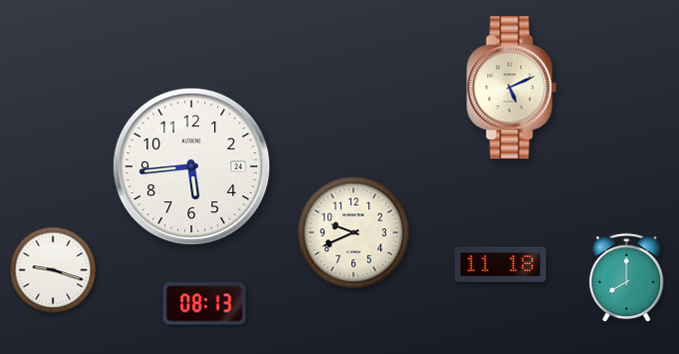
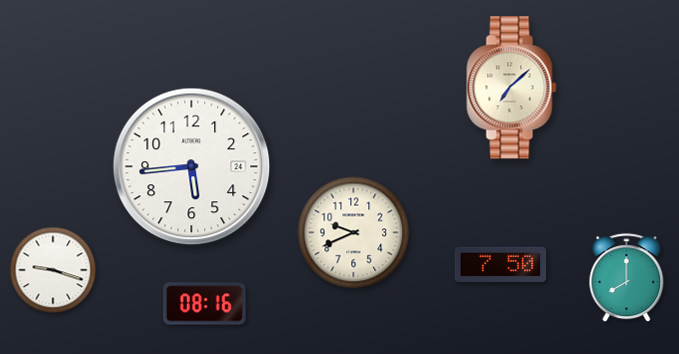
clock at (512, 88): 5:11 -> 7:08
clock at (501, 264): 11:18 -> 7:50
clock at (205, 304): 08:13 -> 08:16
